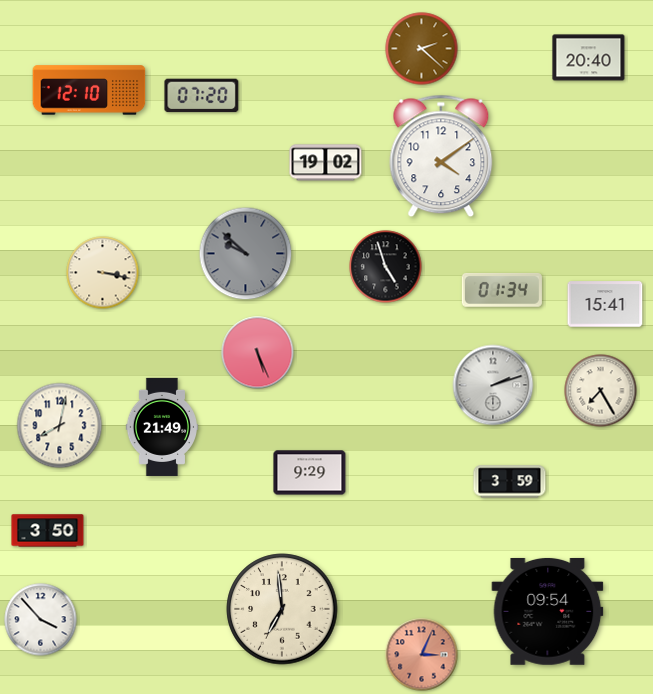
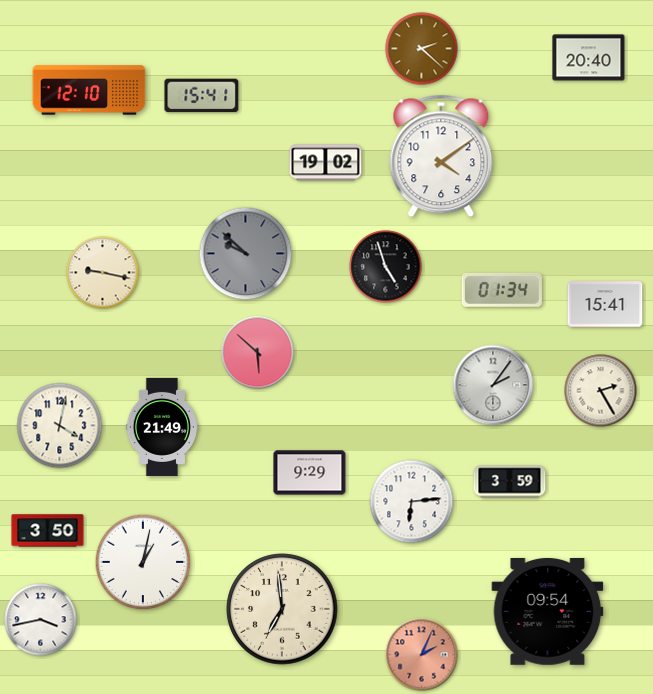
clock at (202, 96): 07:20 -> 15:41
clock at (103, 273): 3:17 -> 9:17
clock at (258, 353): 5:26 -> 5:52
clock at (493, 385): 2:12 -> 2:06
clock at (601, 391): 7:25 -> 2:25
clock at (60, 426): 8:02 -> 4:02
clock at (412, 502): none -> 6:14
clock at (143, 562): none -> 1:02
clock at (41, 620): 3:53 -> 3:43
clock at (422, 655): 3:04 -> 2:04
